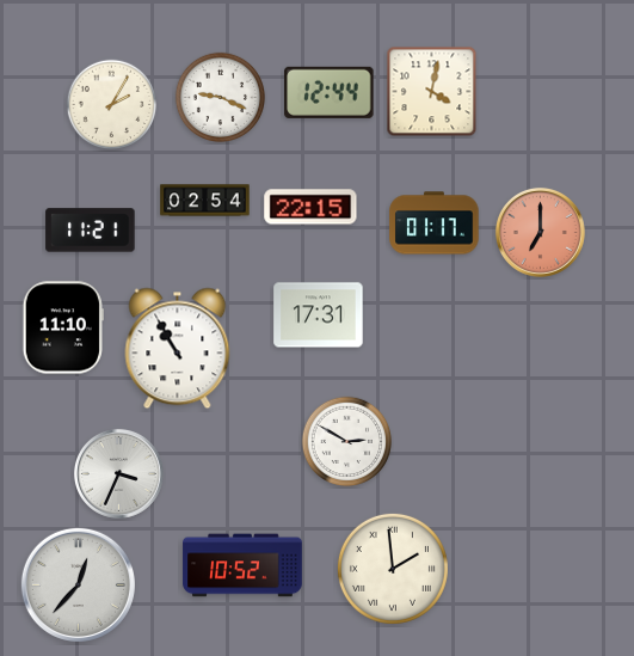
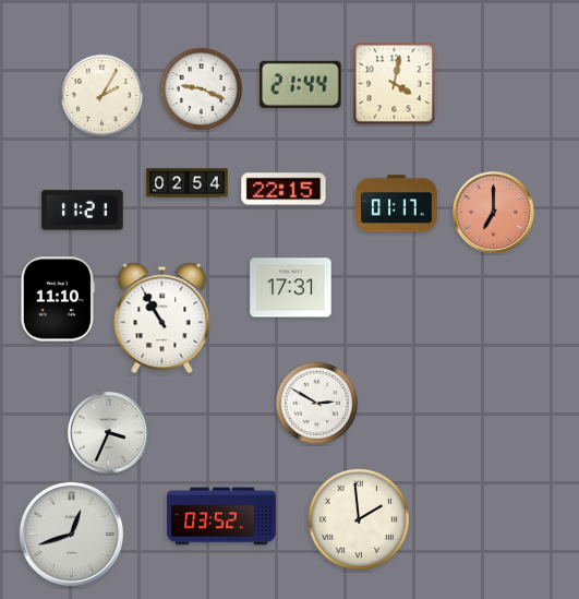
clock at (330, 92): 12:44 -> 21:44
clock at (242, 565): 10:52 -> 03:52
clock at (78, 584): 12:37 -> 12:42
